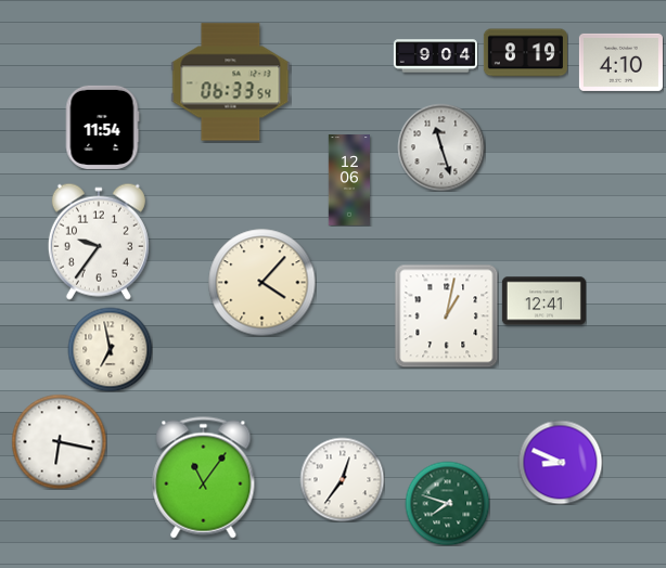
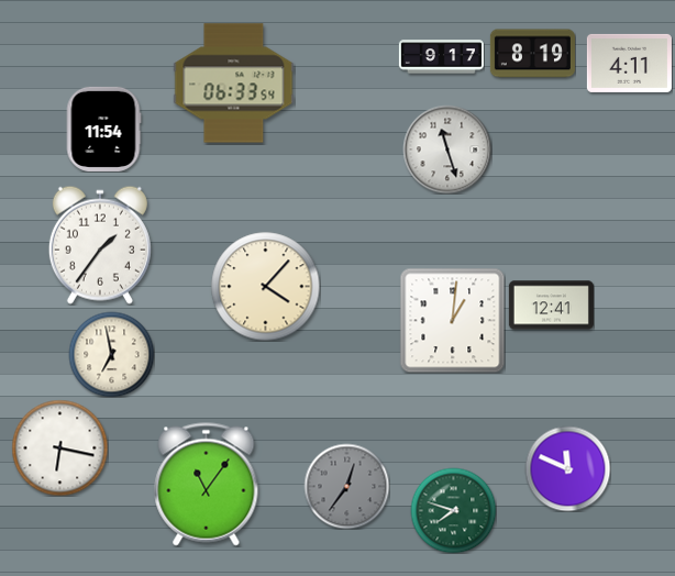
clock at (435, 56): 9:04 -> 9:17
clock at (620, 62): 4:10 -> 4:11
clock at (349, 180): 12:06 -> none
clock at (99, 242): 9:36 -> 1:36
clock at (446, 315): 1:02 -> 1:01
clock at (560, 462): 8:49 -> 11:49
clock at (342, 479) dial: white -> grey
